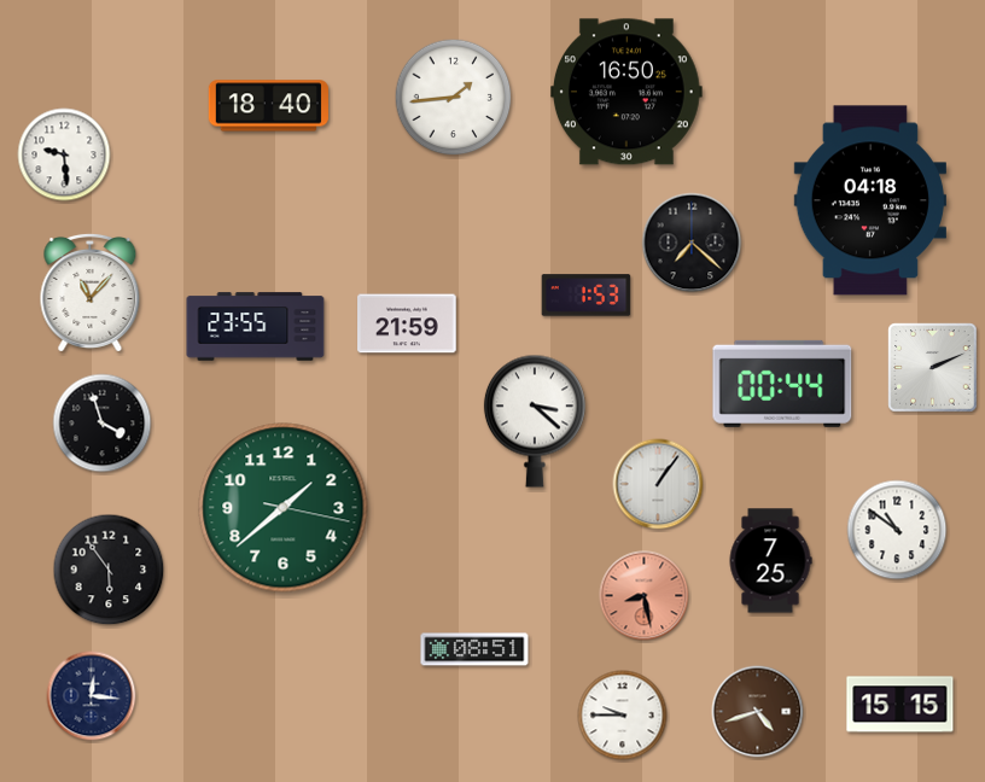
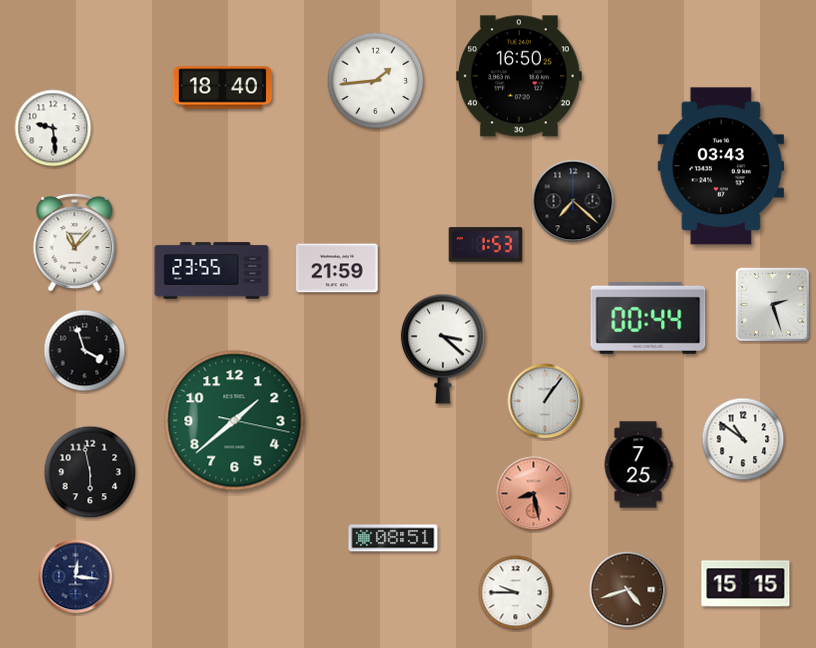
clock at (870, 200): 04:18 -> 03:43
clock at (933, 368): 2:11 -> 2:27
clock at (109, 570): 5:54 -> 5:58
